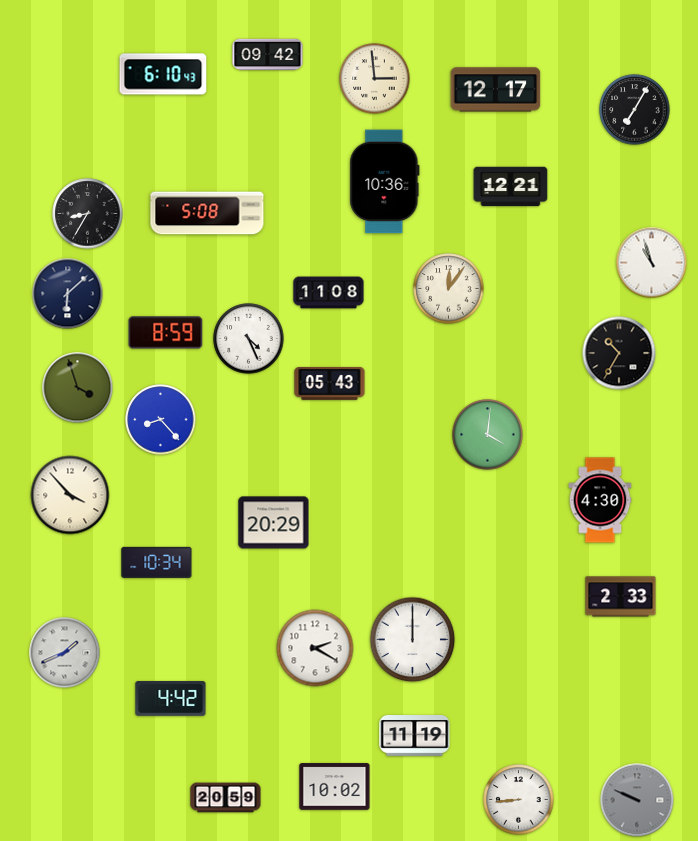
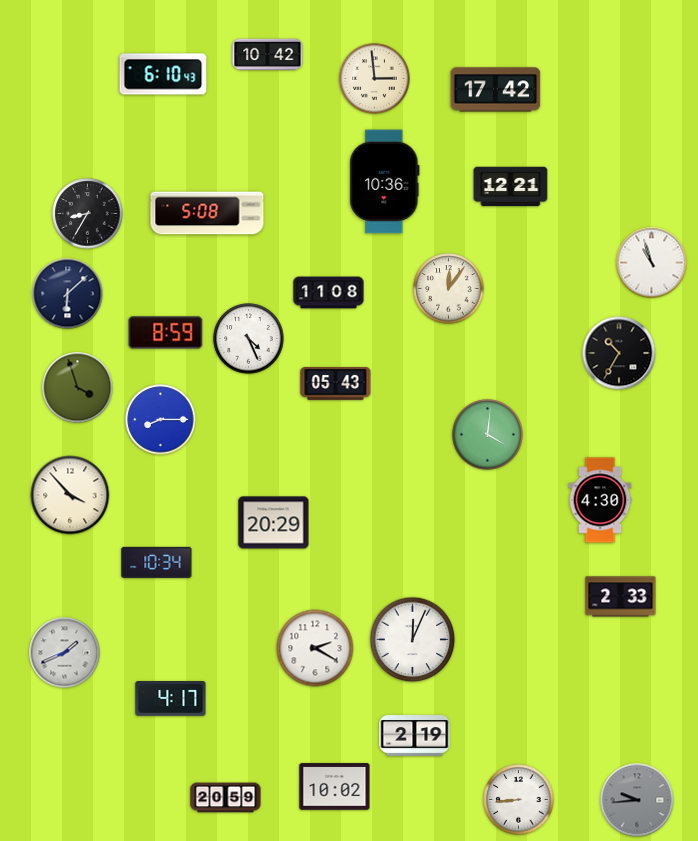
clock at (268, 55): 09:42 -> 10:42
clock at (496, 90): 12:17 -> 17:42
clock at (635, 110): 7:05 -> none
clock at (330, 384) position: (330, 384) -> (336, 384)
clock at (161, 420): 8:23 -> 8:15
clock at (413, 640): 12:00 -> 12:04
clock at (171, 699): 4:42 -> 4:17
clock at (415, 736): 11:19 -> 2:19
clock at (637, 800): 9:49 -> 9:44
